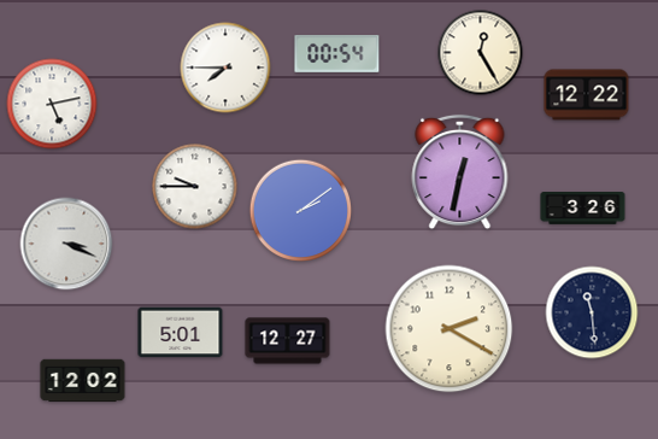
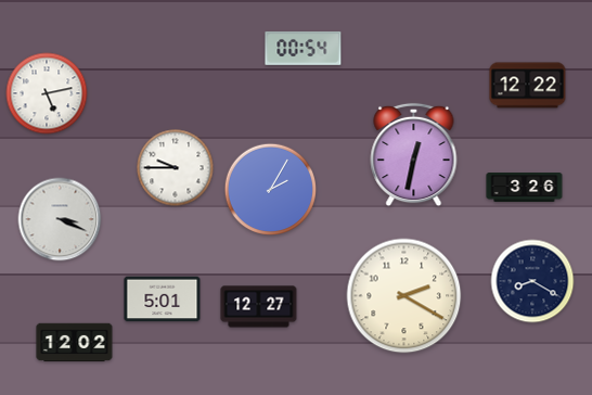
clock at (481, 53): 12:25 -> none
clock at (225, 68): 7:45 -> none
clock at (301, 211): 2:09 -> 2:05
clock at (592, 312): 11:29 -> 8:20
